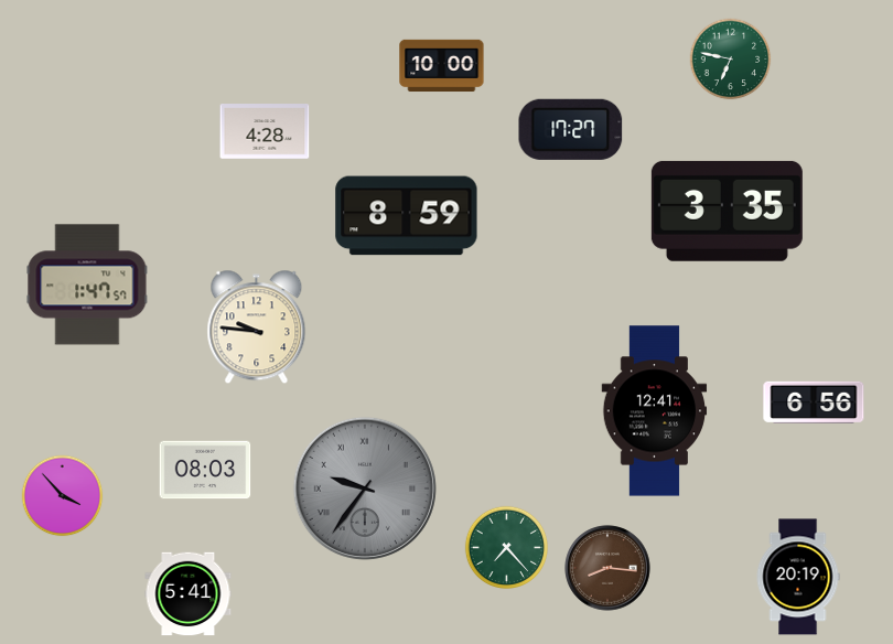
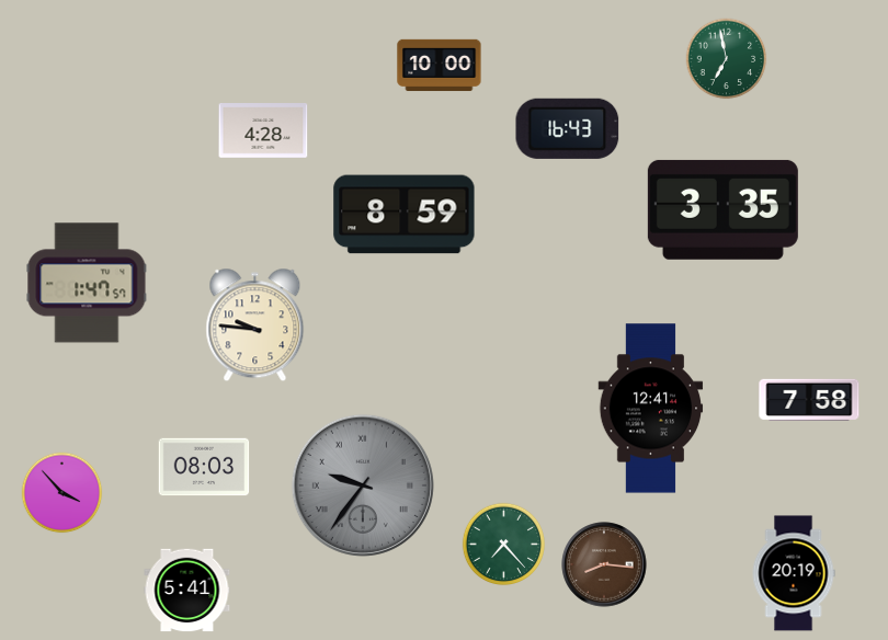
clock at (731, 60): 6:47 -> 6:58
clock at (571, 129): 17:27 -> 16:43
clock at (814, 402): 6:56 -> 7:58
